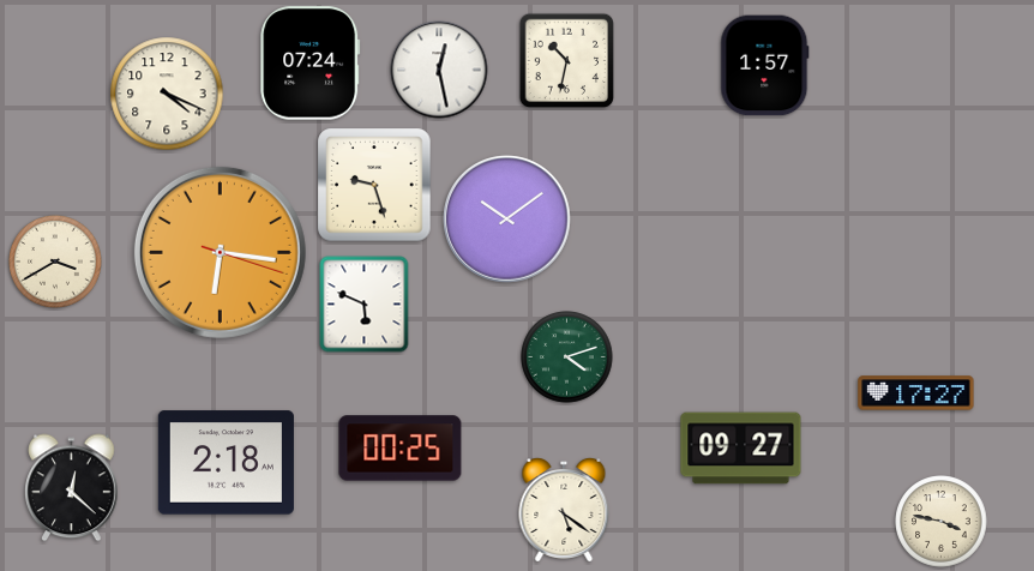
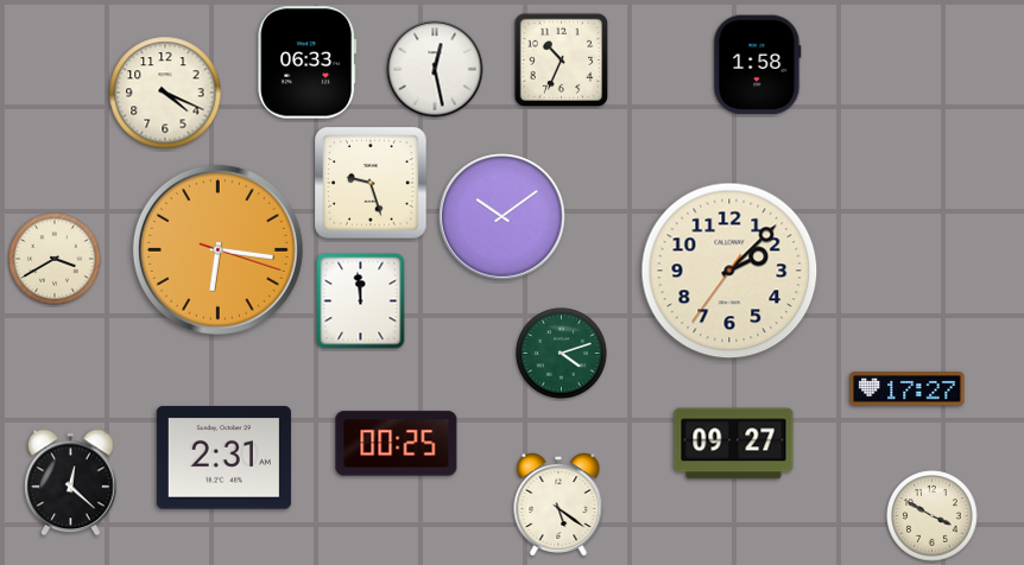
clock at (567, 61): 10:32 -> 10:34
clock at (311, 64): 07:24 -> 06:33
clock at (765, 66): 1:57 -> 1:58
clock at (729, 271): none -> 2:07
clock at (365, 305): 5:49 -> 11:59
clock at (226, 463): 2:18 -> 2:31
clock at (942, 522): 3:47 -> 3:50
